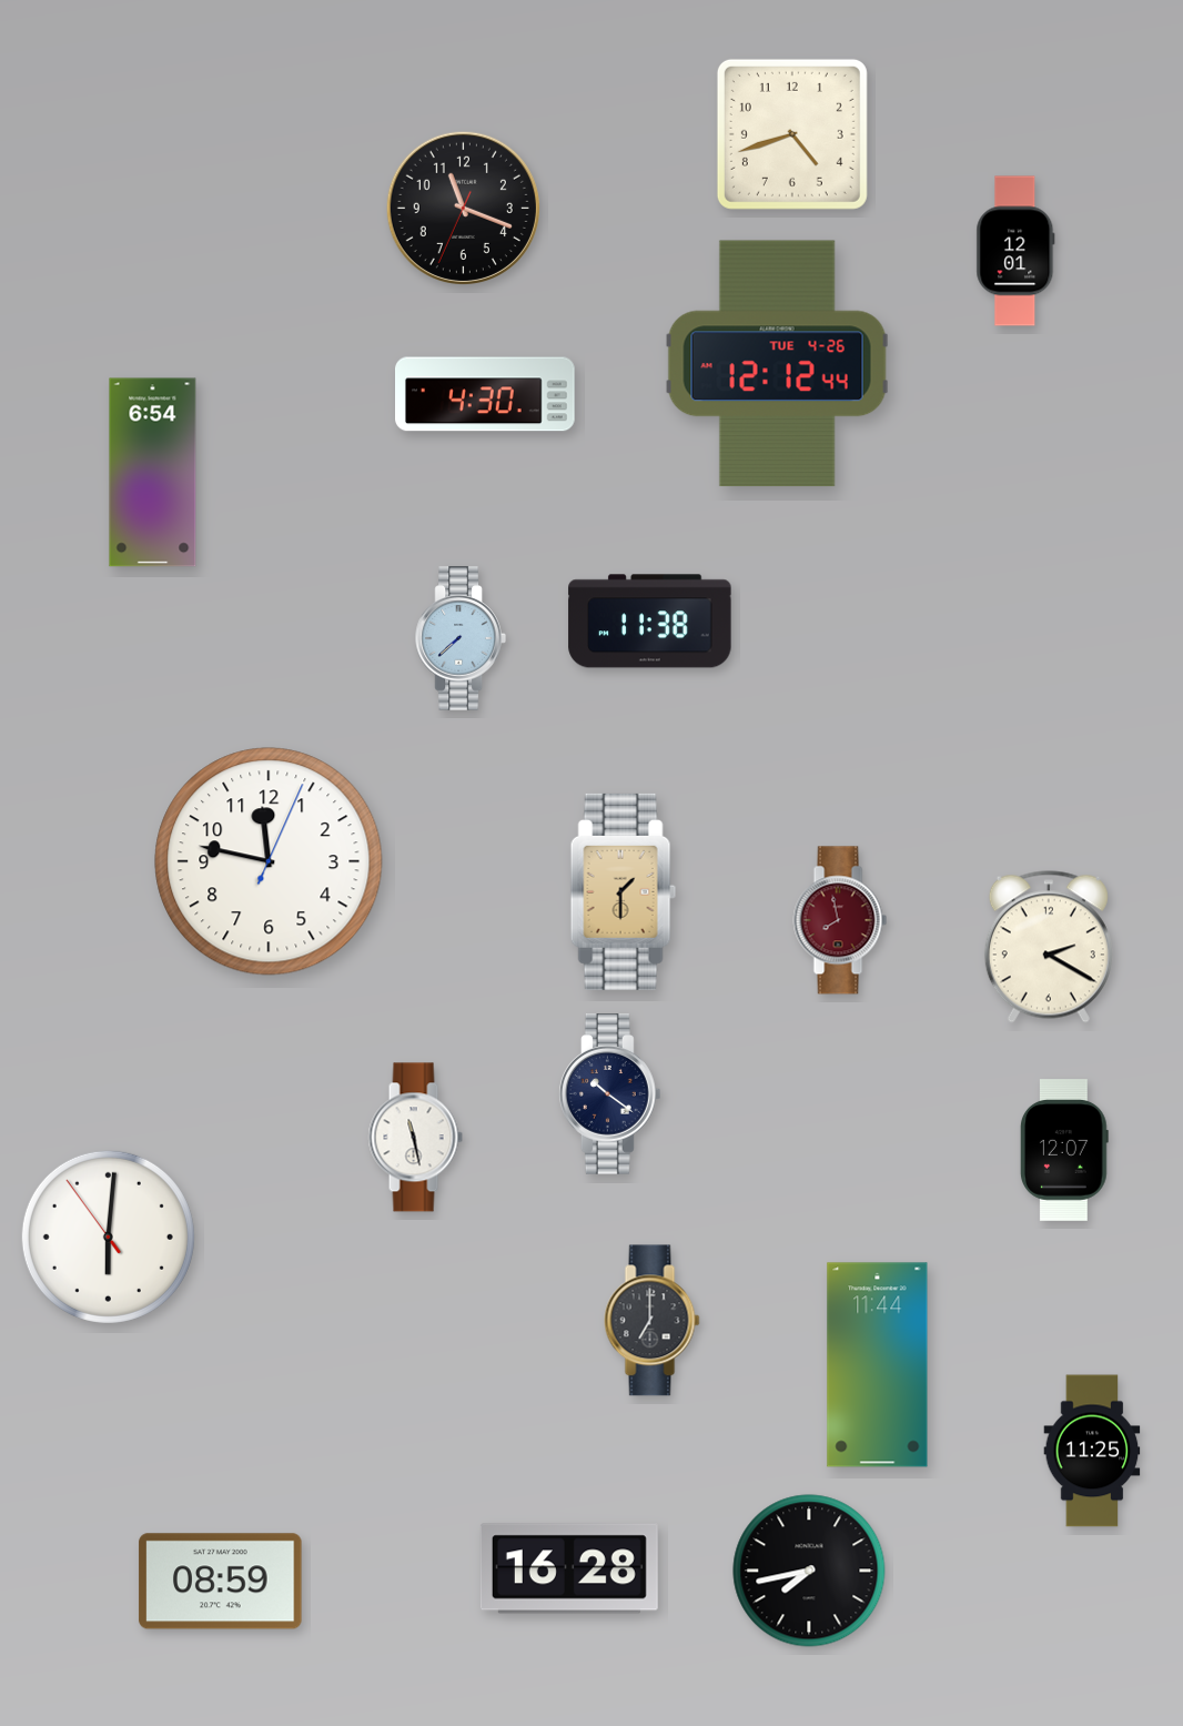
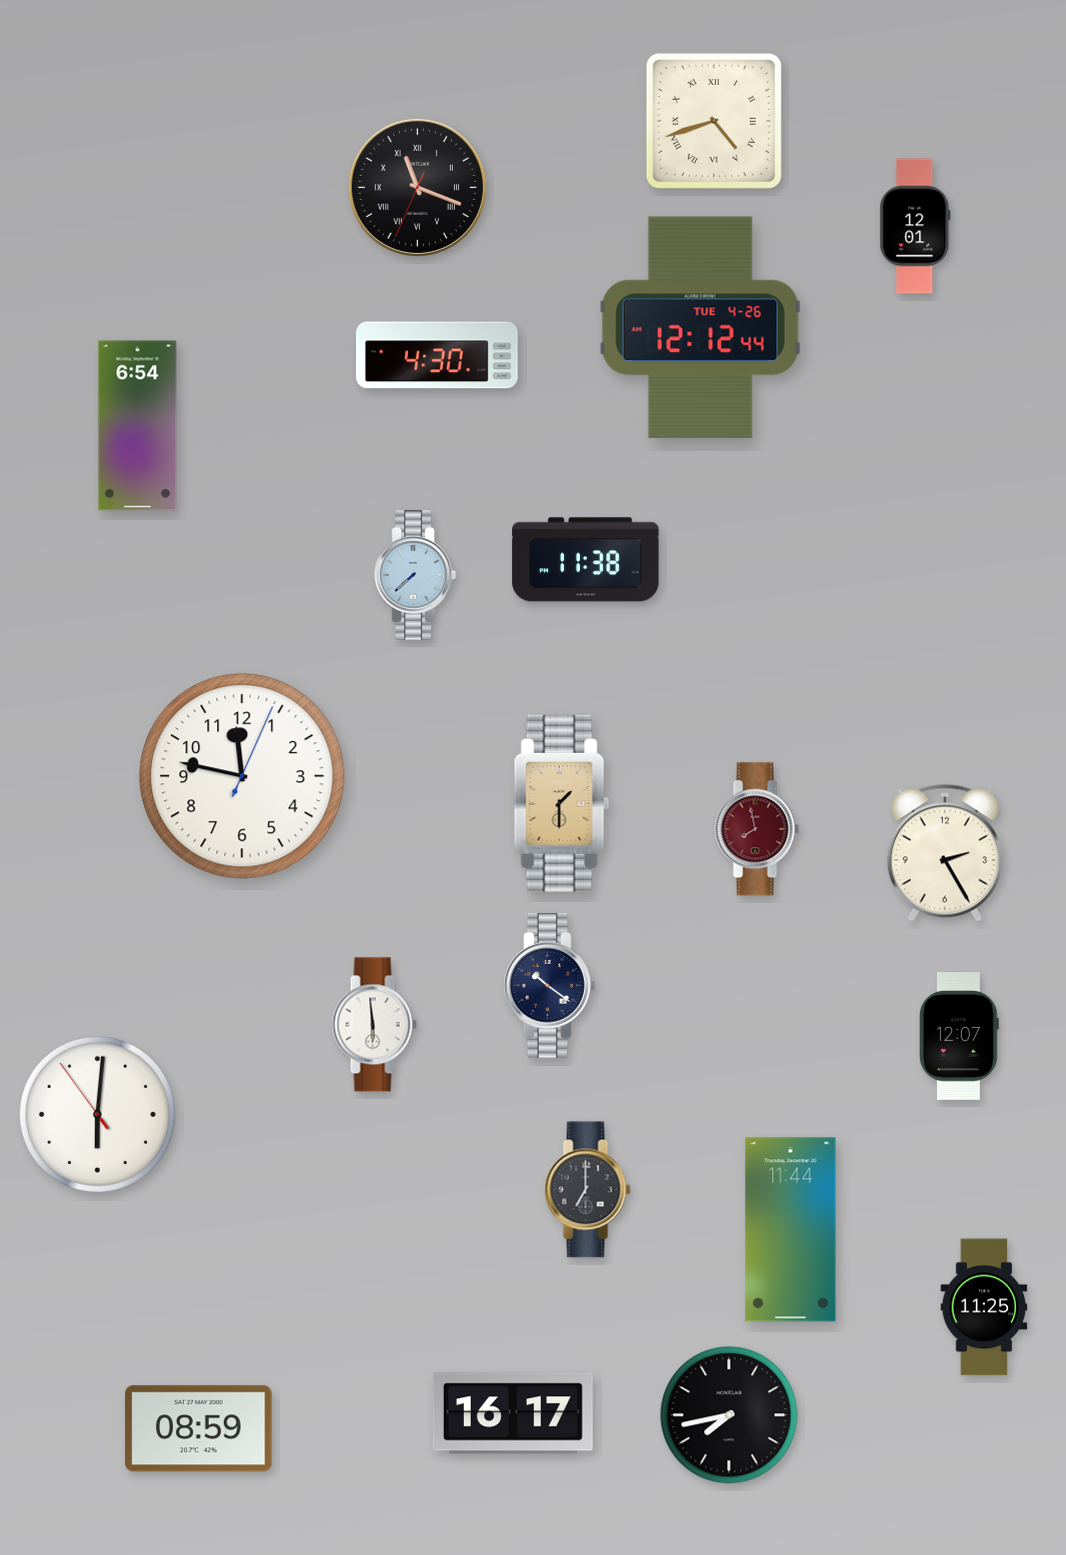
clock at (792, 134) numerals: Arabic -> Roman
clock at (463, 208) numerals: Arabic -> Roman
clock at (1049, 947): 2:20 -> 2:25
clock at (415, 1138): 11:28 -> 5:59
clock at (569, 1568): 16:28 -> 16:17
clock at (221, 1582) position: (221, 1582) -> (199, 1429)
